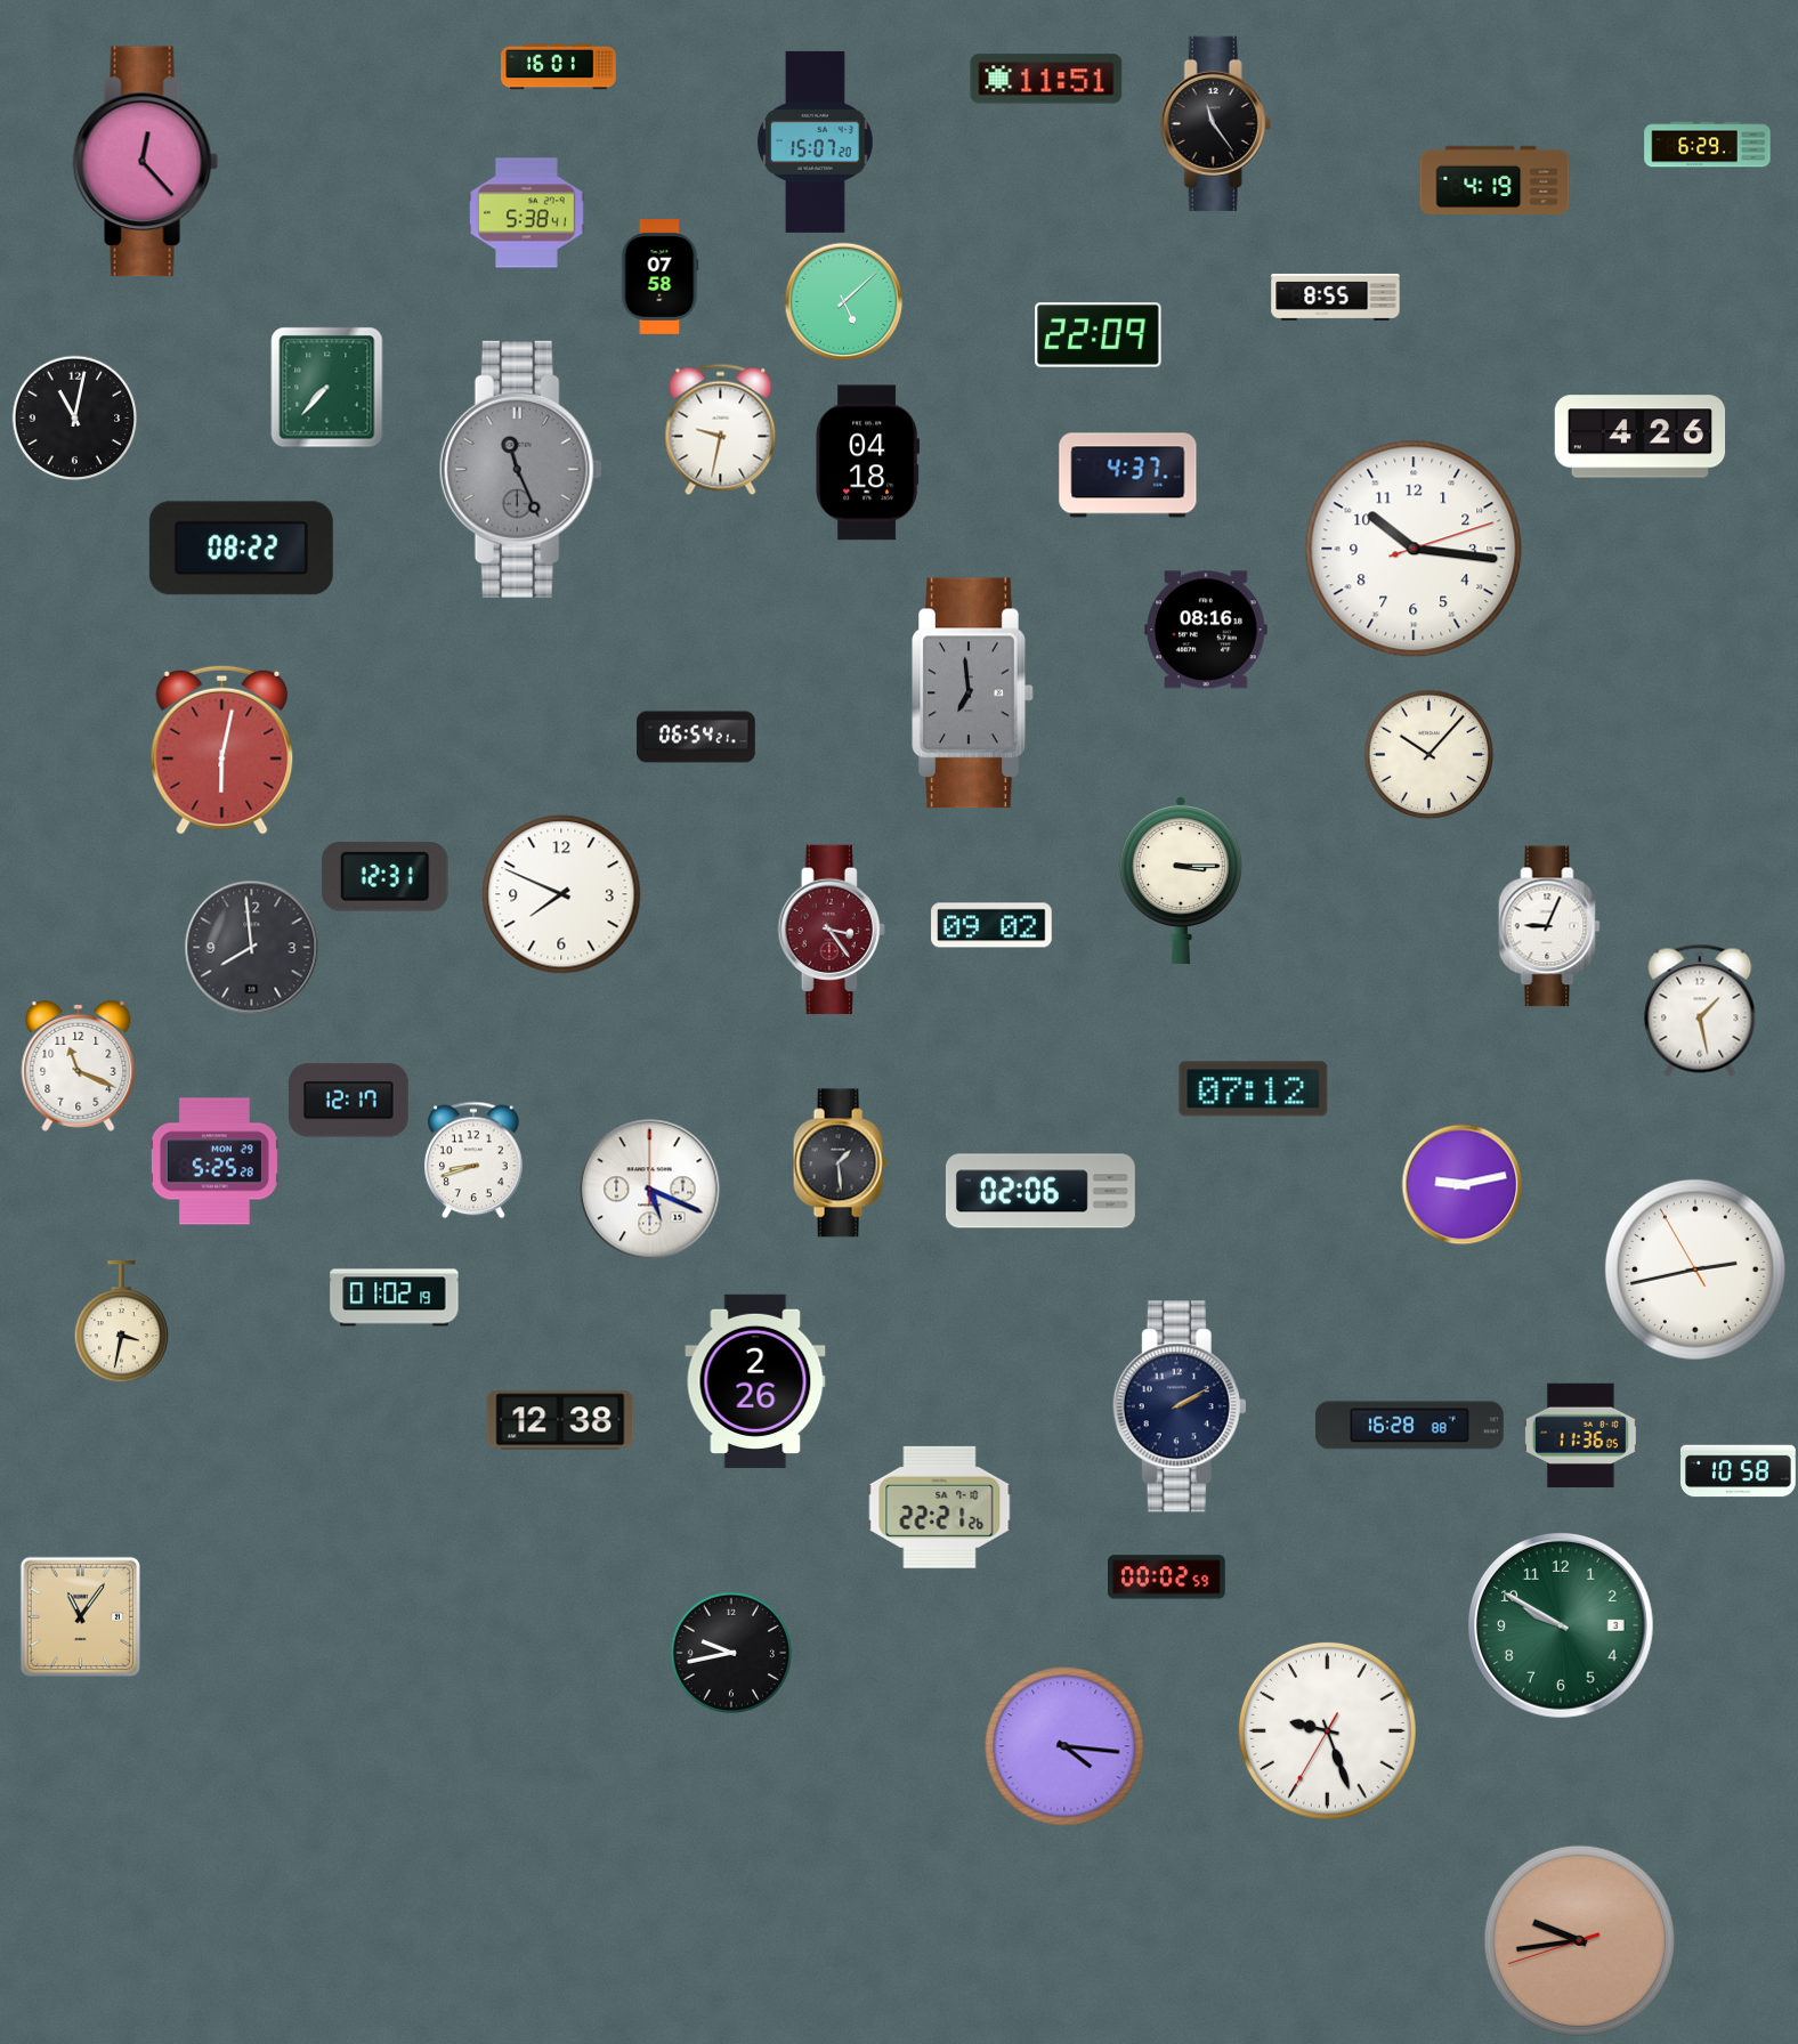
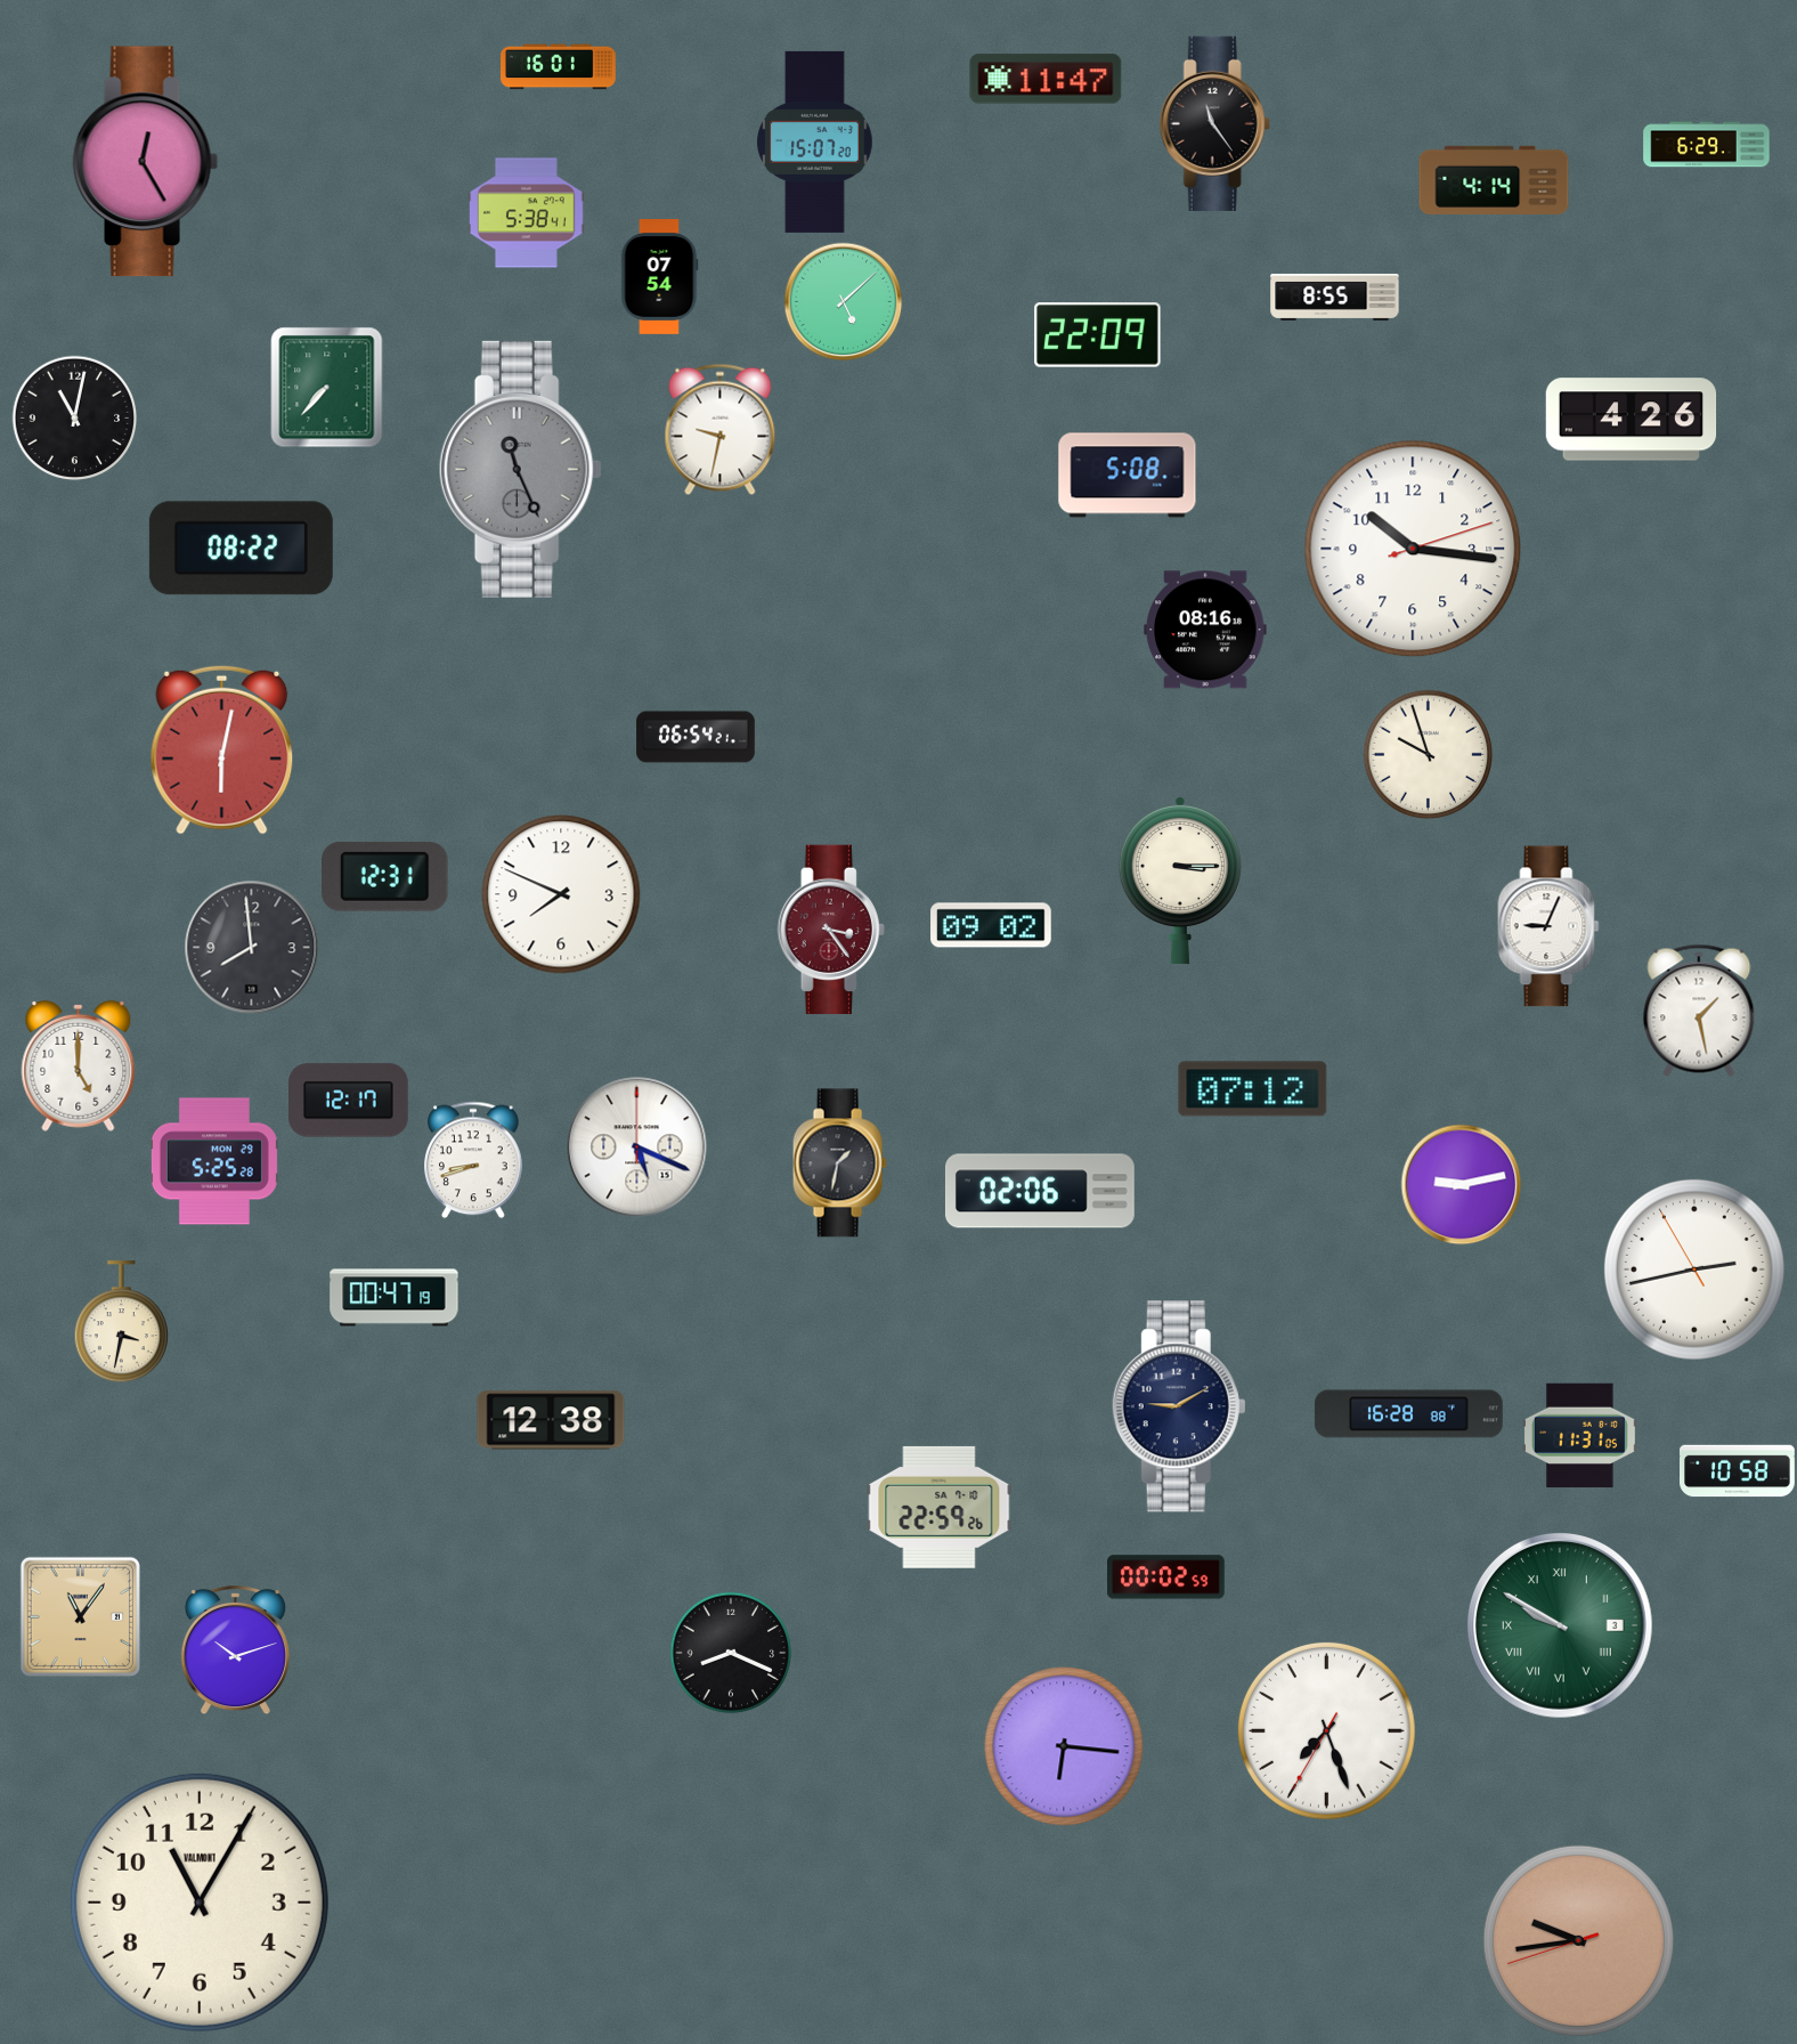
clock at (1046, 79): 11:51 -> 11:47
clock at (146, 162): 12:23 -> 12:25
clock at (1495, 179): 4:19 -> 4:14
clock at (659, 277): 07:58 -> 07:54
clock at (1641, 437) position: (1641, 437) -> (1632, 420)
clock at (868, 463): 04:18 -> none
clock at (1128, 476): 4:37 -> 5:08
clock at (973, 693): 6:59 -> none
clock at (1428, 754): 10:07 -> 9:57
clock at (79, 1065): 11:19 -> 5:00
clock at (840, 1163): 1:29 -> 1:32
clock at (650, 1190) position: (650, 1190) -> (637, 1147)
clock at (395, 1298): 01:02 -> 00:47
clock at (755, 1381): 2:26 -> none
clock at (1180, 1406): 2:10 -> 9:10
clock at (560, 1420) position: (560, 1420) -> (551, 1420)
clock at (1409, 1426) position: (1409, 1426) -> (1408, 1414)
clock at (1580, 1436): 11:36 -> 11:31
clock at (940, 1507): 22:21 -> 22:59
clock at (1562, 1627) numerals: Arabic -> Roman
clock at (235, 1649): none -> 10:12
clock at (730, 1652): 9:43 -> 8:19
clock at (1327, 1730): 9:26 -> 7:26
clock at (1064, 1746): 4:16 -> 6:16
clock at (200, 1903): none -> 11:05
